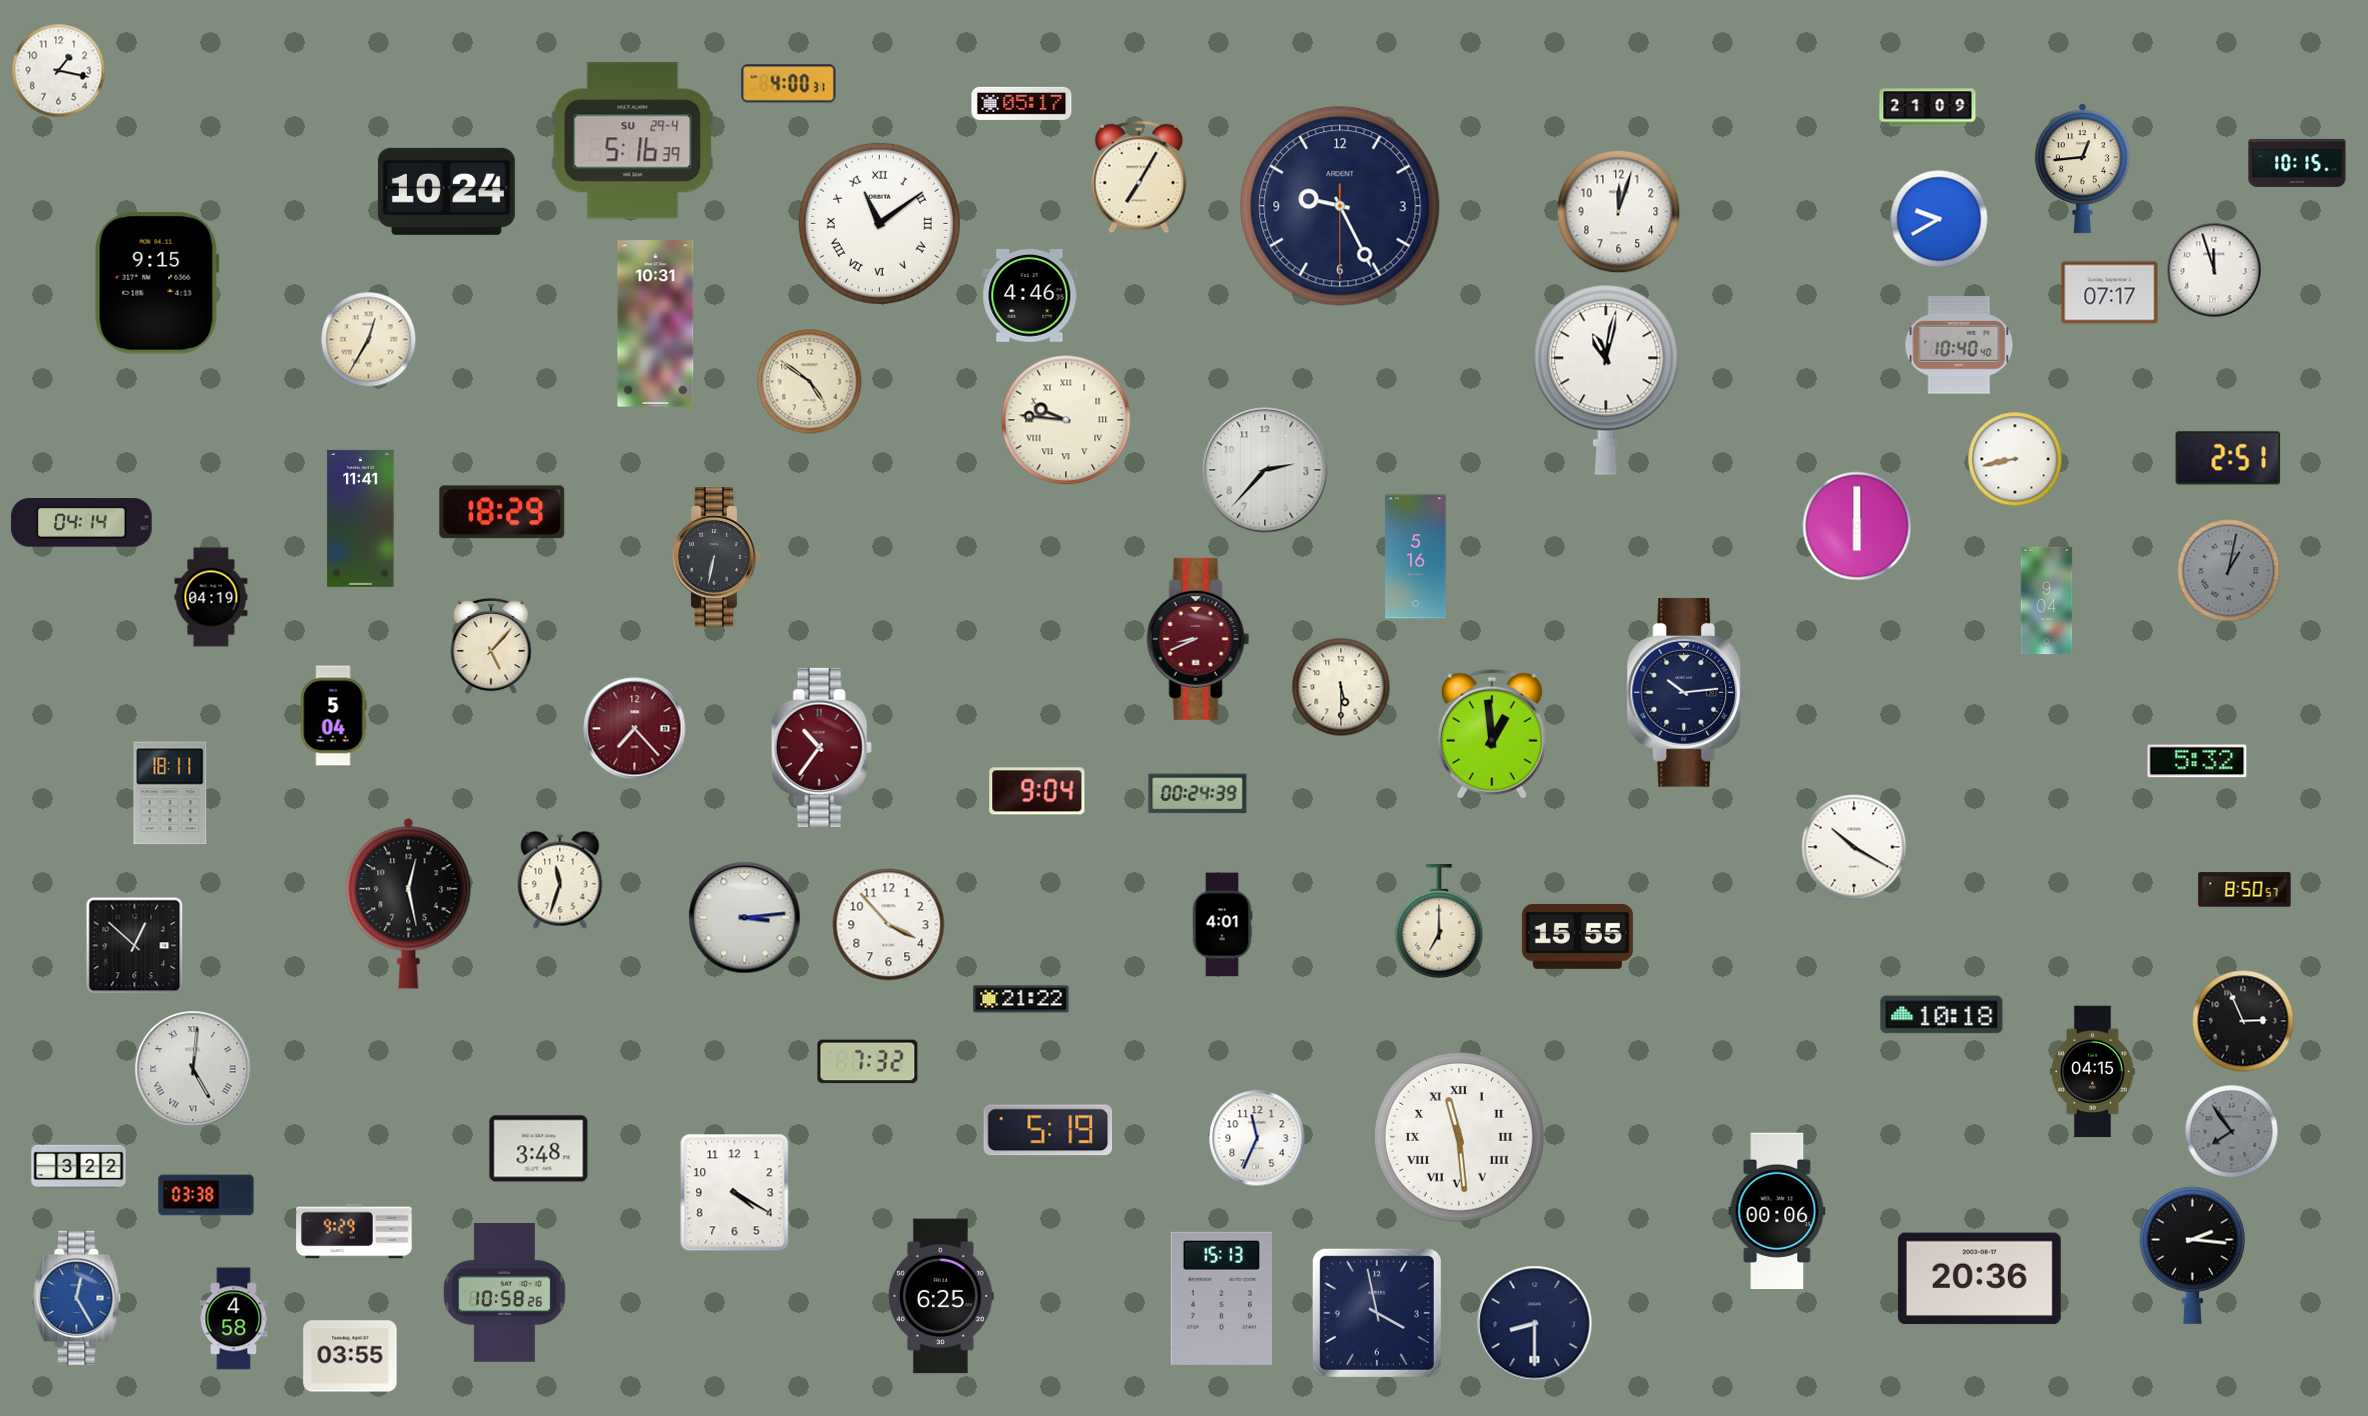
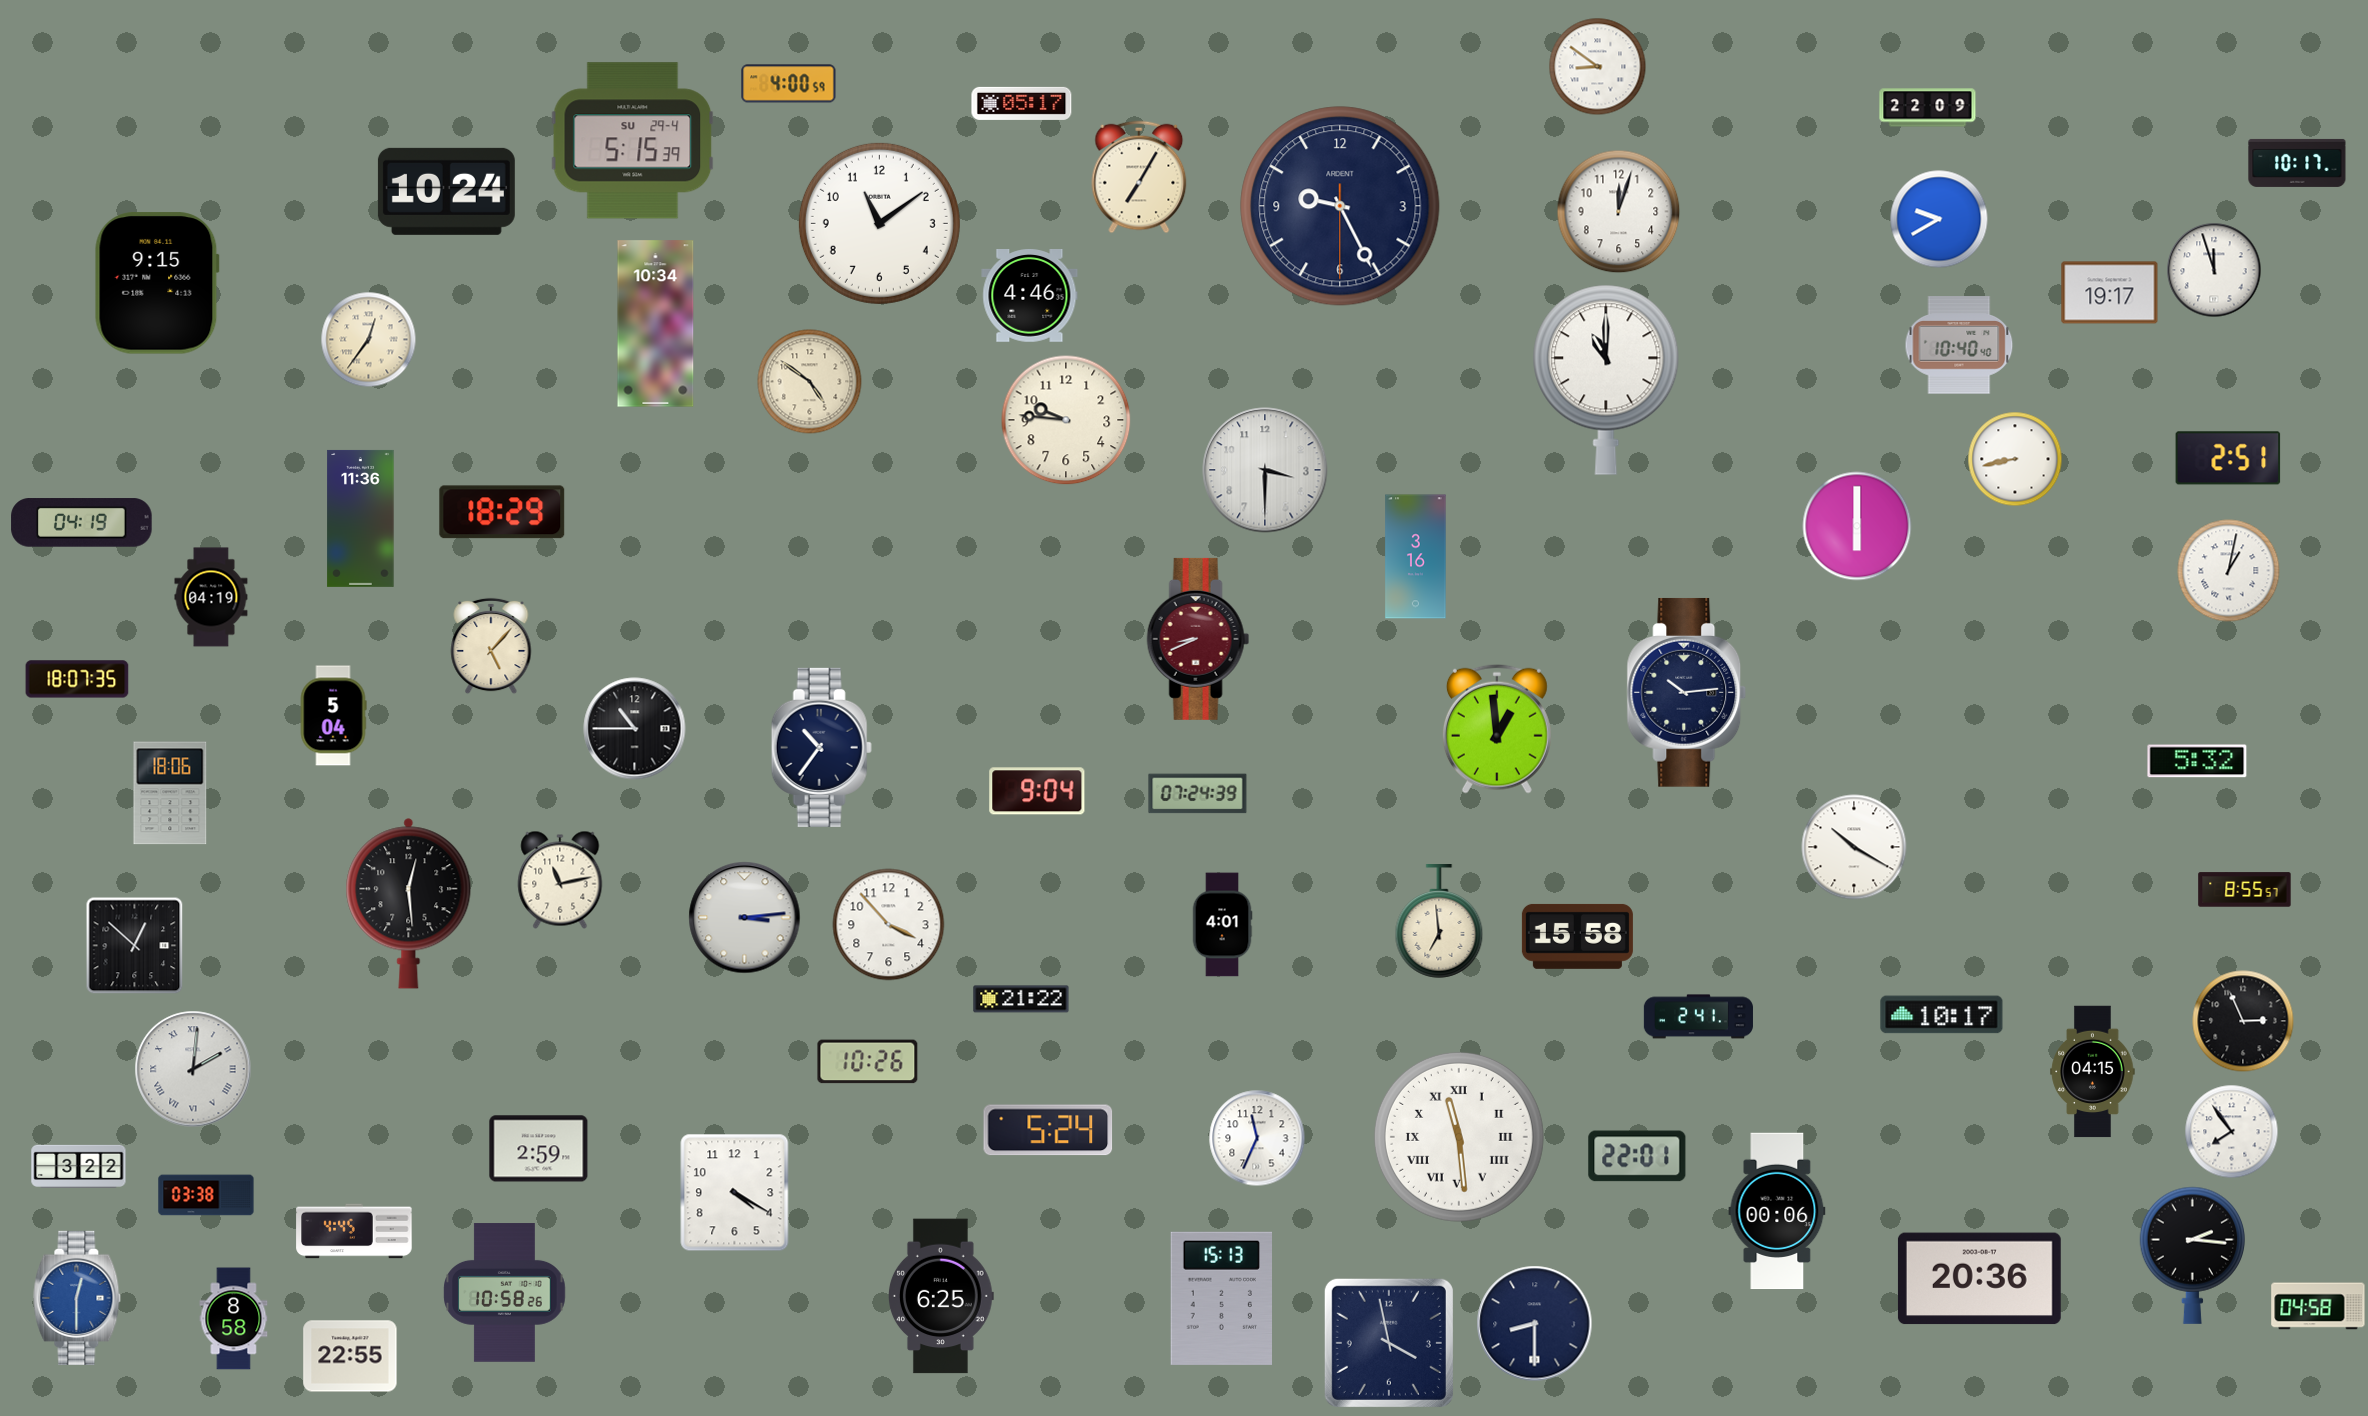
clock at (1598, 67): none -> 8:51
clock at (59, 71): 1:17 -> none
clock at (789, 84): 4:00:31 -> 4:00:59
clock at (1928, 108): 21:09 -> 22:09
clock at (633, 141): 5:16 -> 5:15
clock at (2297, 163): 10:15 -> 10:17
clock at (2082, 169): 12:44 -> none
clock at (879, 223) numerals: Roman -> Arabic
clock at (2110, 293): 07:17 -> 19:17
clock at (656, 324): 10:31 -> 10:34
clock at (369, 340): 12:35 -> 12:36
clock at (1606, 380): 11:02 -> 11:00
clock at (1066, 420) numerals: Roman -> Arabic
clock at (1265, 470): 2:37 -> 3:30
clock at (361, 518): 11:41 -> 11:36
clock at (82, 523): 04:14 -> 04:19
clock at (716, 557): 6:32 -> none
clock at (1416, 557): 5:16 -> 3:16
clock at (2229, 571) dial: grey -> white
clock at (2047, 601): 9:04 -> none
clock at (77, 679): none -> 18:07
clock at (1341, 687): 5:30 -> none
clock at (635, 729): 7:23 -> 10:45
clock at (635, 729) dial: burgundy -> black
clock at (1492, 734) position: (1492, 734) -> (1497, 729)
clock at (821, 747) dial: burgundy -> navy
clock at (170, 793): 18:11 -> 18:06
clock at (1198, 794): 00:24 -> 07:24
clock at (560, 880): 11:33 -> 11:13
clock at (2245, 890): 8:50 -> 8:55
clock at (409, 904): 12:28 -> 12:29
clock at (1439, 922): 7:00 -> 6:59
clock at (1577, 936): 15:55 -> 15:58
clock at (1942, 1015): 10:18 -> 10:17
clock at (1698, 1017): none -> 2:41
clock at (868, 1062): 7:32 -> 10:26
clock at (193, 1069): 5:01 -> 2:01
clock at (1048, 1130): 5:19 -> 5:24
clock at (2232, 1132) dial: grey -> white
clock at (539, 1149): 3:48 -> 2:59
clock at (1637, 1156): none -> 22:01
clock at (354, 1231): 9:29 -> 4:45
clock at (77, 1298): 12:25 -> 12:30
clock at (2318, 1306): none -> 04:58
clock at (1377, 1313) position: (1377, 1313) -> (1389, 1343)
clock at (234, 1319): 4:58 -> 8:58
clock at (350, 1356): 03:55 -> 22:55
